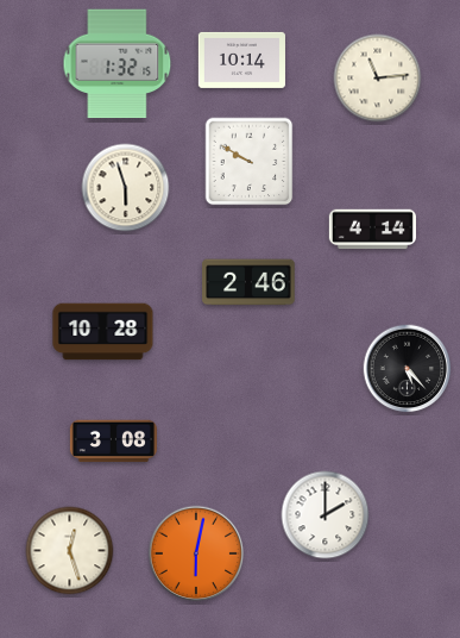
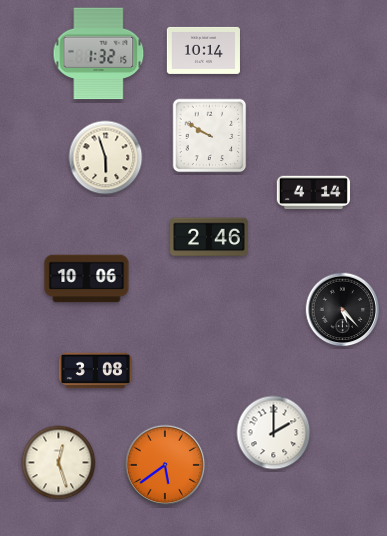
clock at (378, 79): 11:14 -> none
clock at (103, 332): 10:28 -> 10:06
clock at (196, 553): 6:02 -> 5:39
